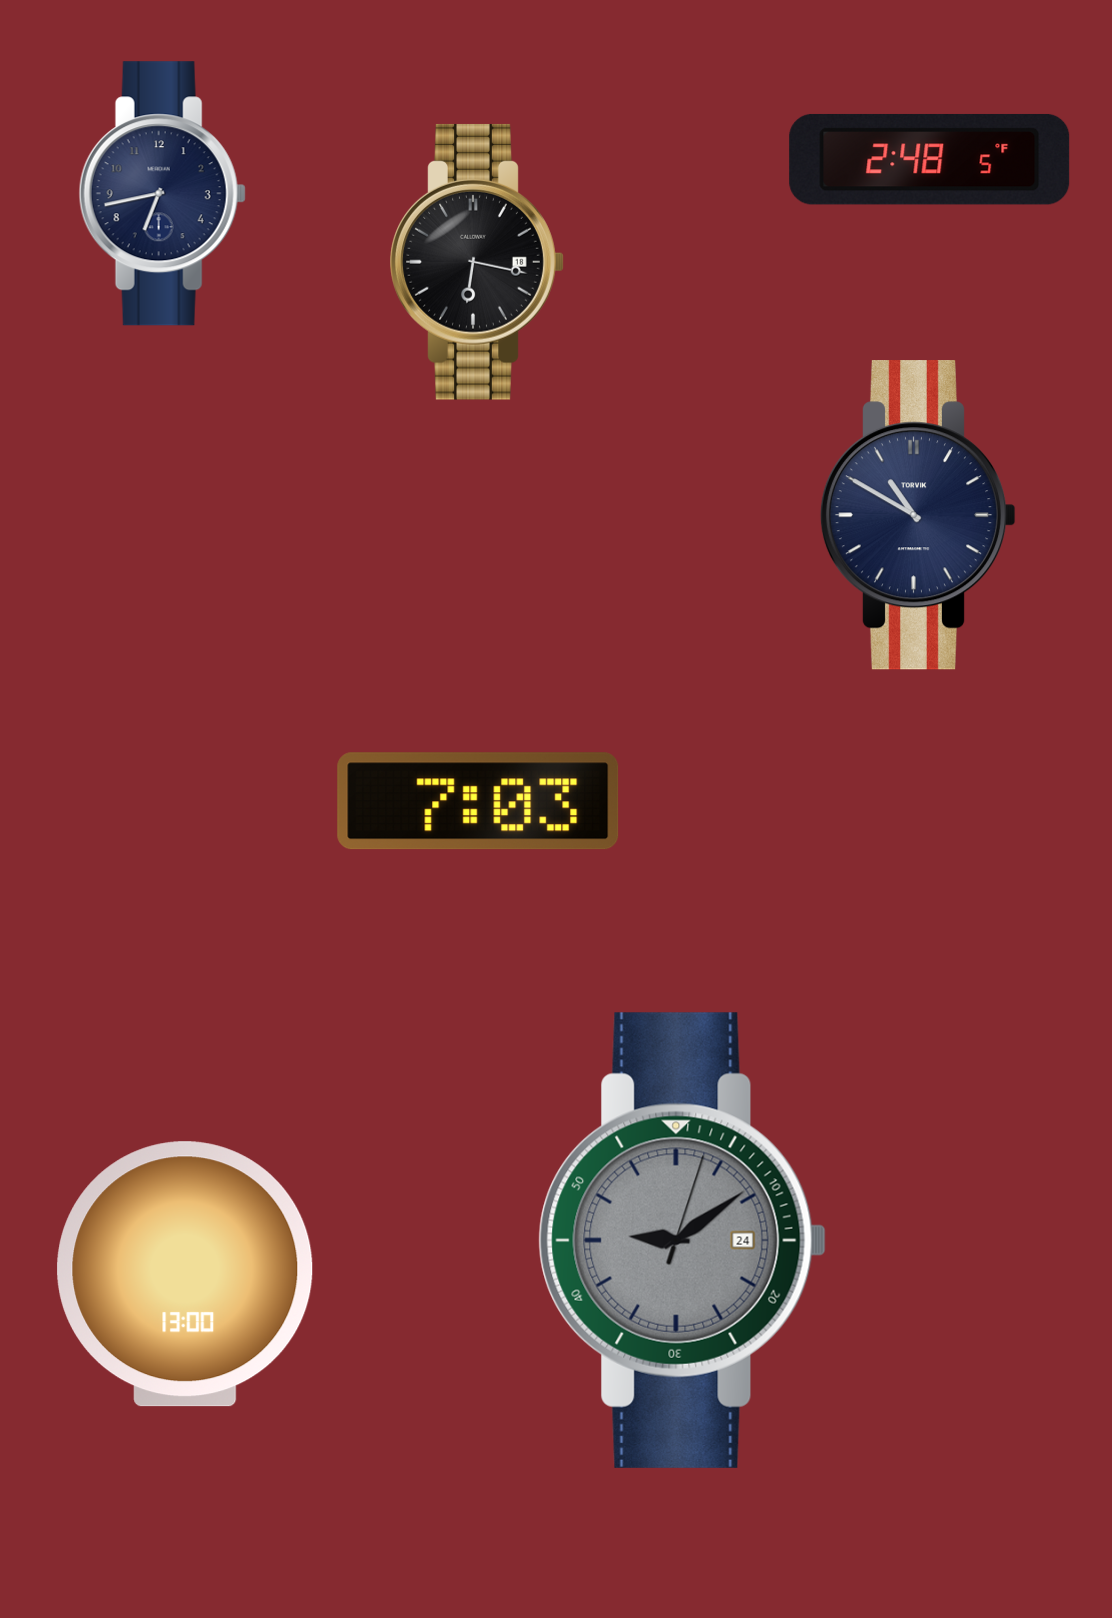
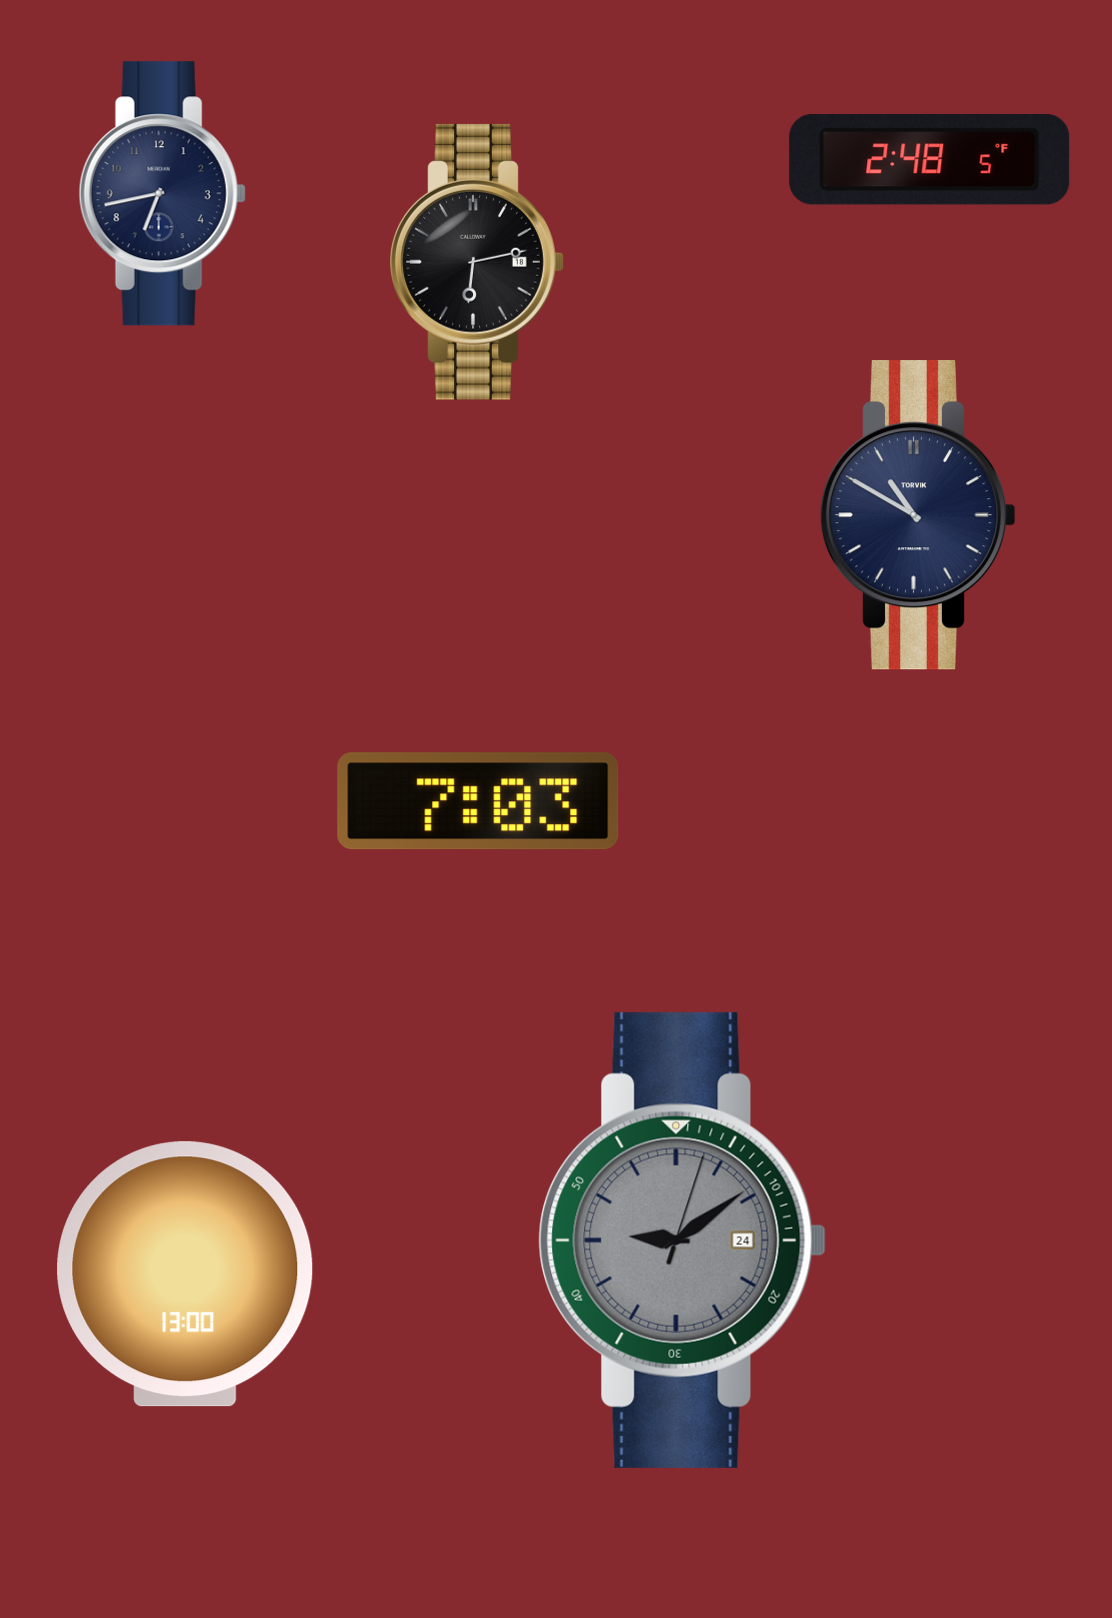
clock at (477, 262): 6:17 -> 6:13
